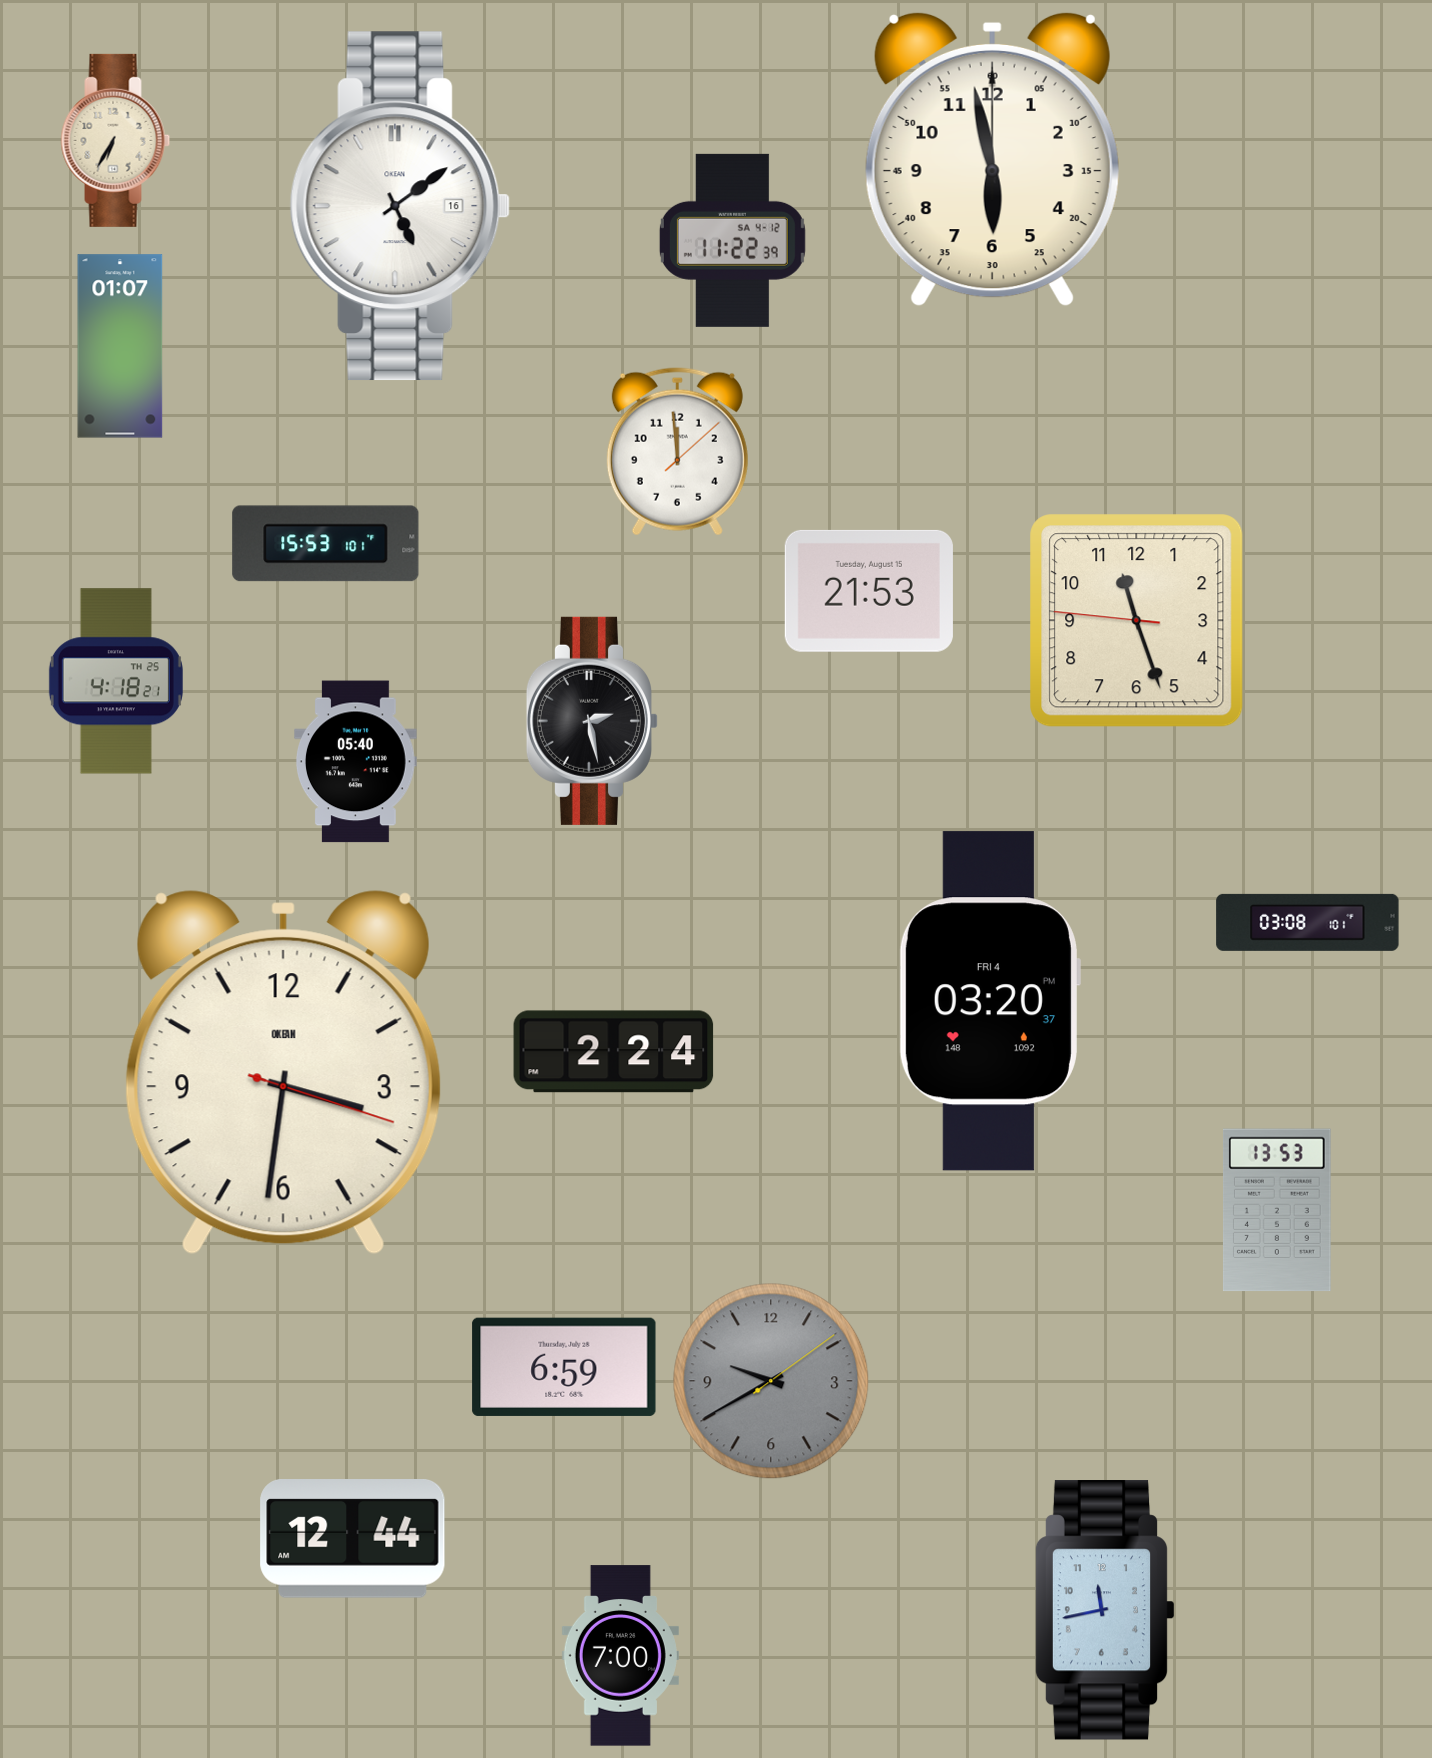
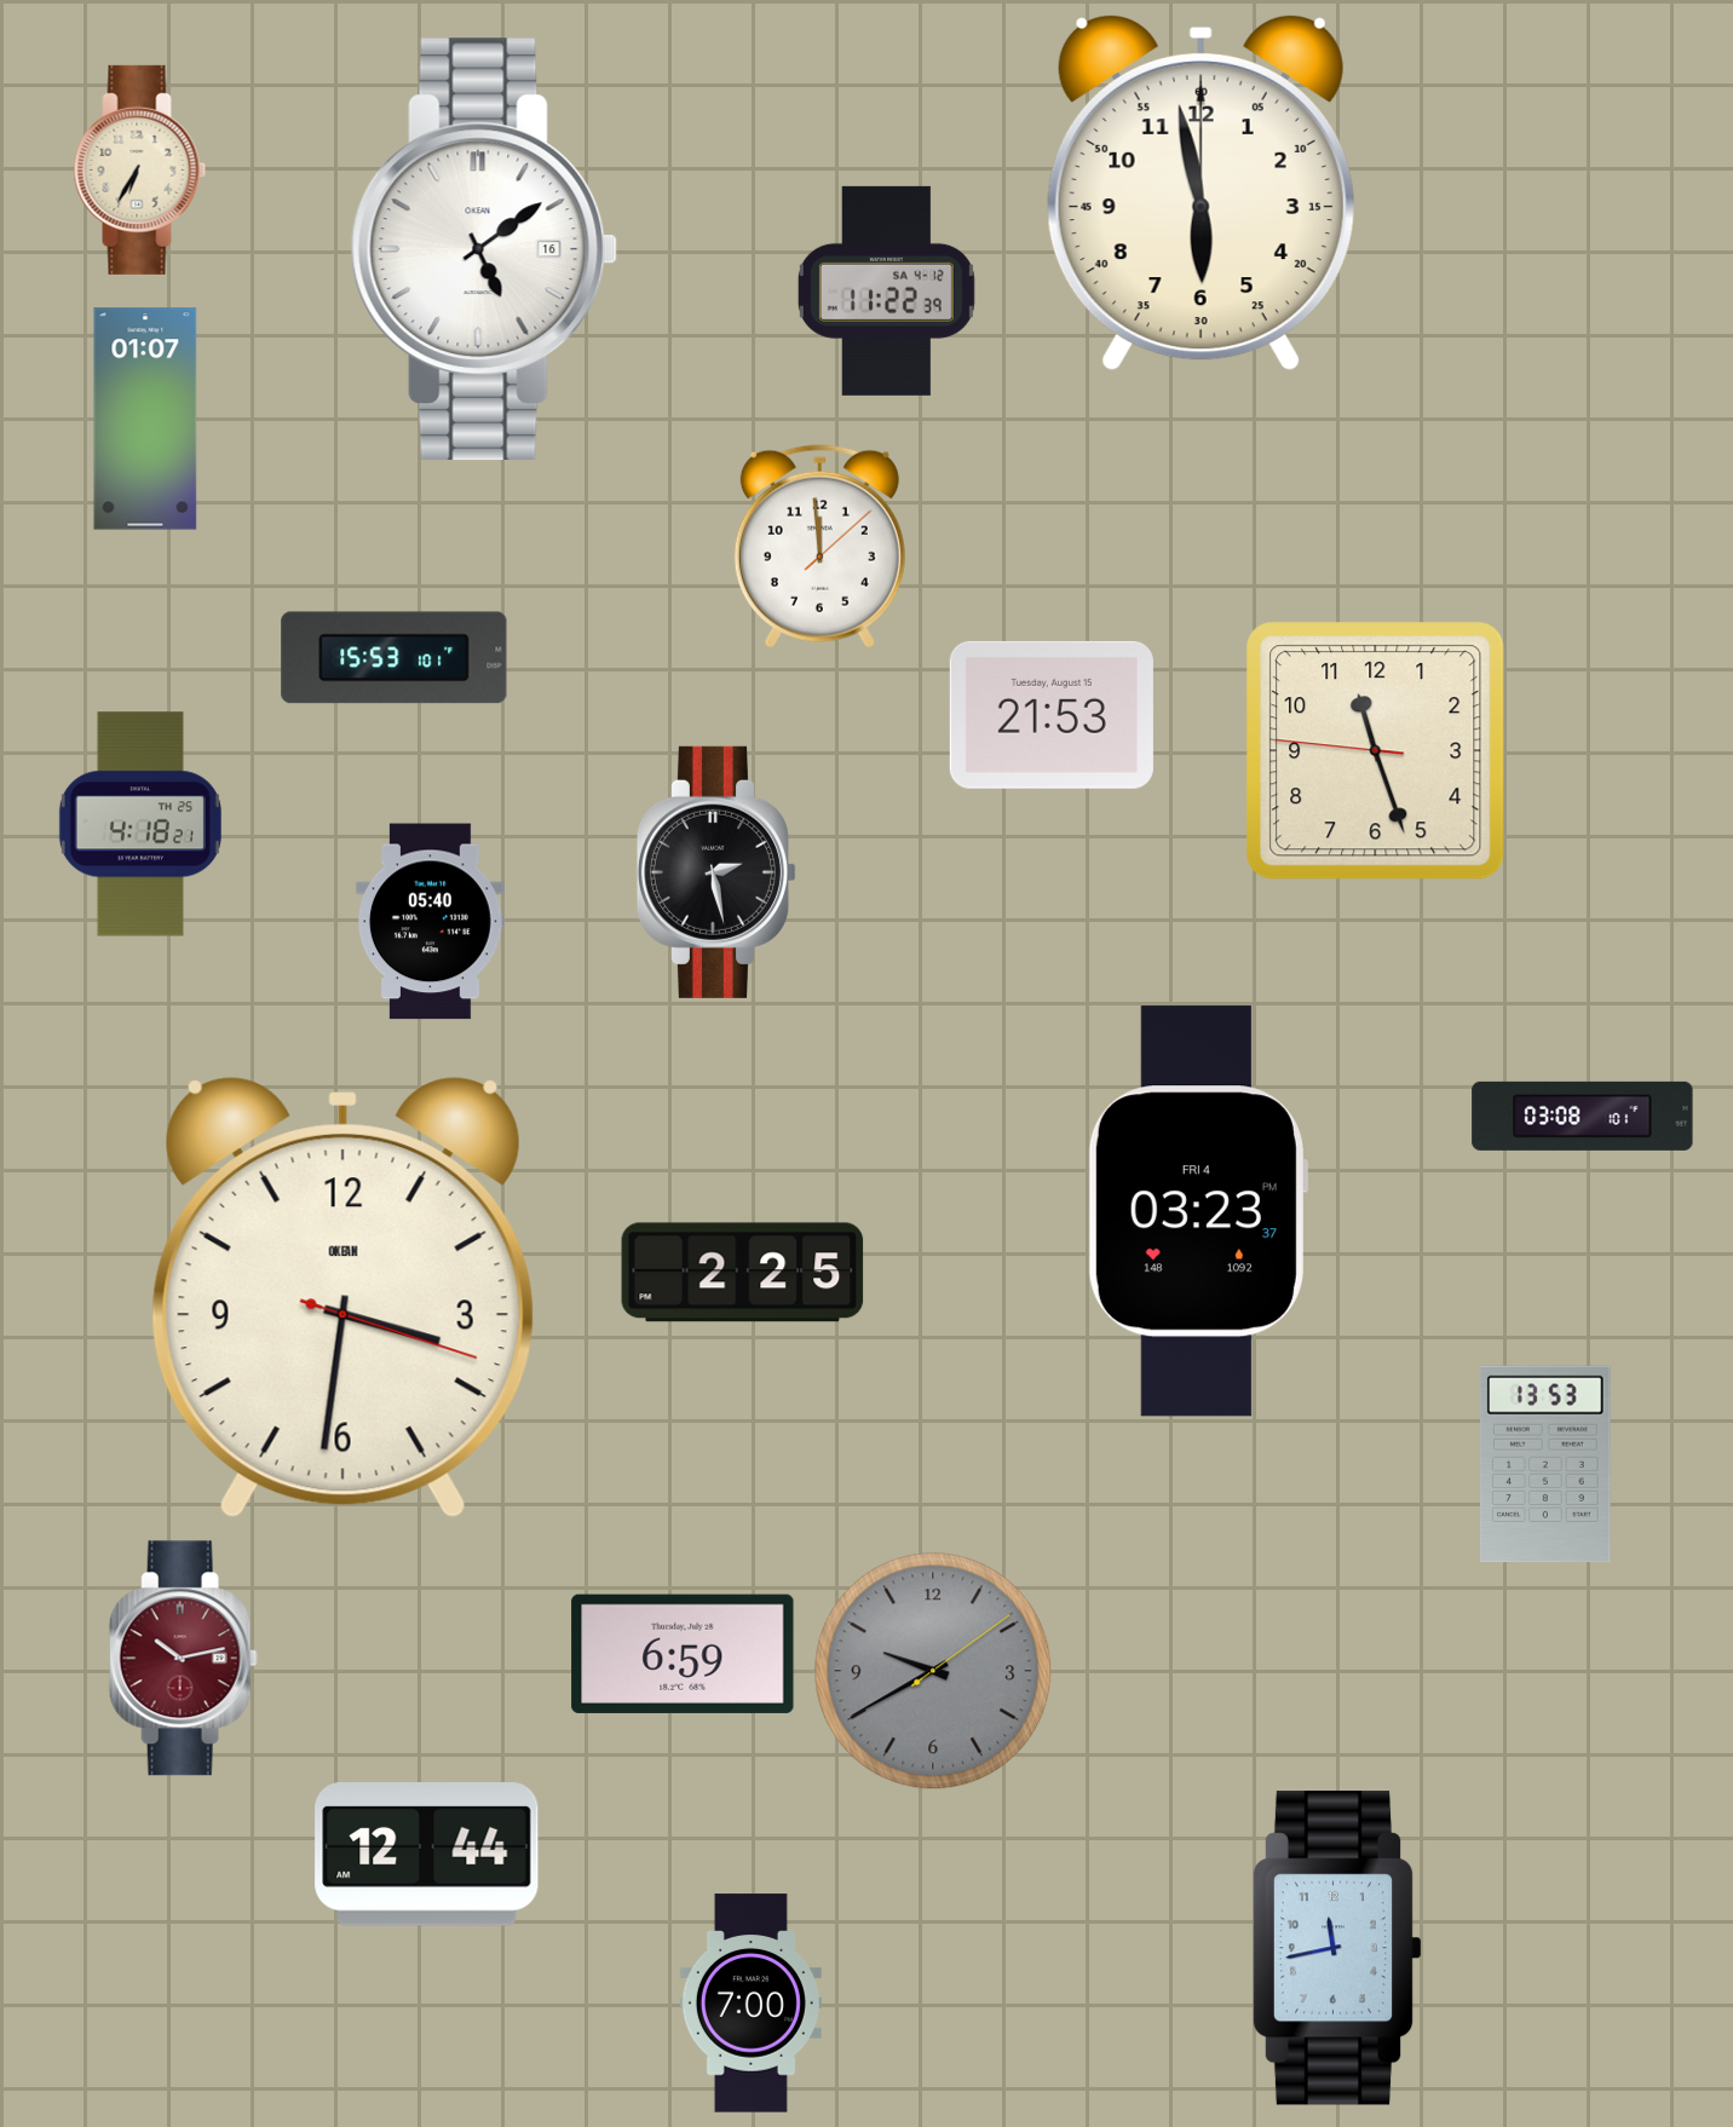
clock at (989, 1001): 03:20 -> 03:23
clock at (614, 1052): 2:24 -> 2:25
clock at (183, 1659): none -> 10:13
clock at (353, 1539) position: (353, 1539) -> (427, 1855)
